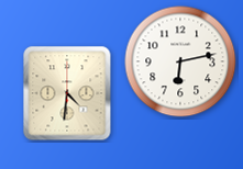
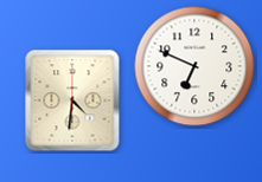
clock at (180, 61): 6:13 -> 6:49
